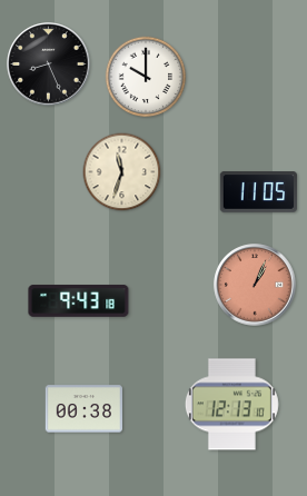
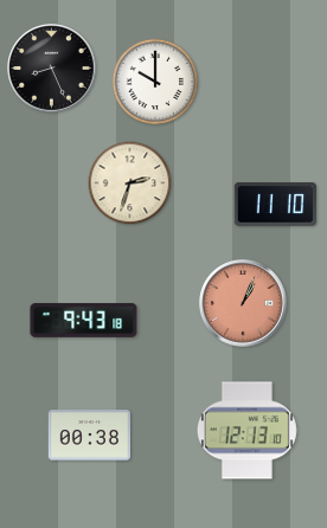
clock at (122, 172): 11:33 -> 2:33
clock at (258, 192): 11:05 -> 11:10
clock at (255, 285) position: (255, 285) -> (243, 303)
